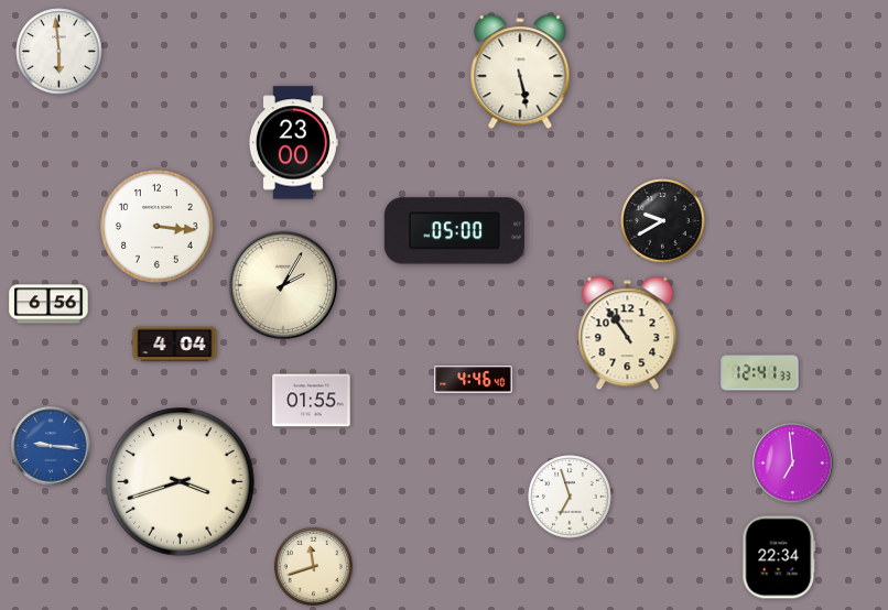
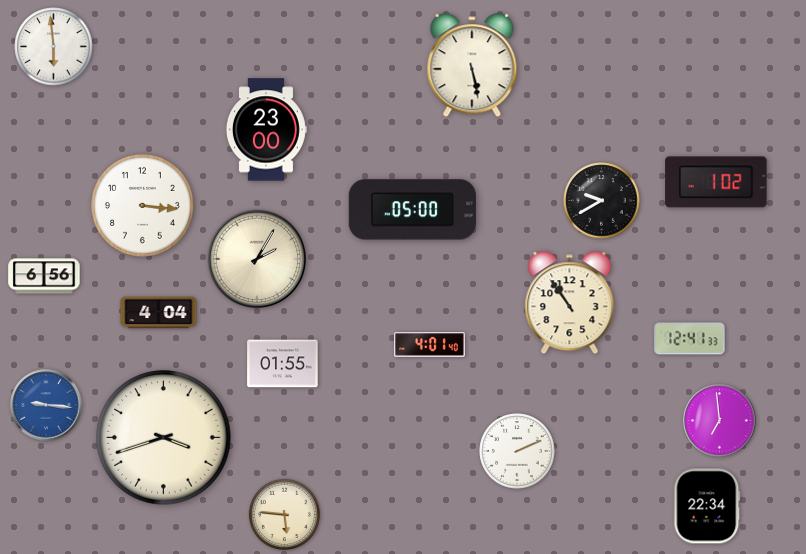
clock at (716, 182): none -> 1:02
clock at (474, 380): 4:46 -> 4:01
clock at (570, 497): 6:57 -> 2:11
clock at (313, 566): 11:42 -> 5:46
